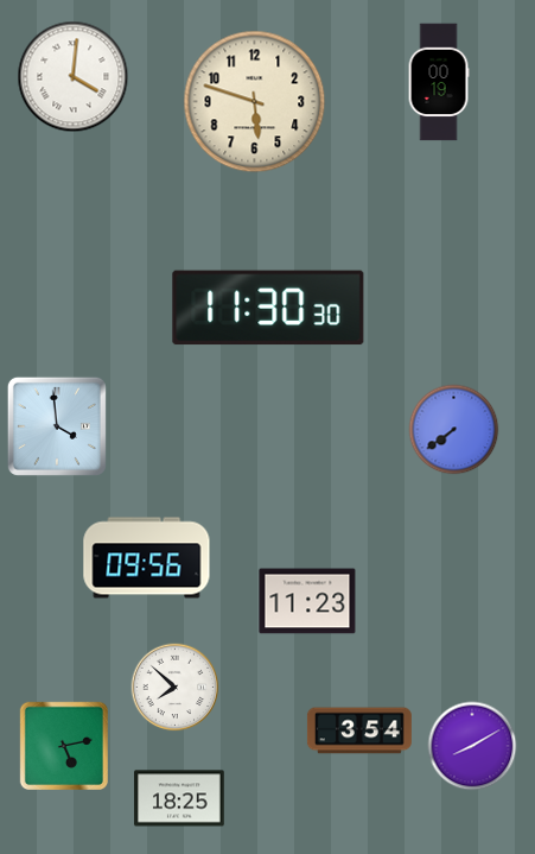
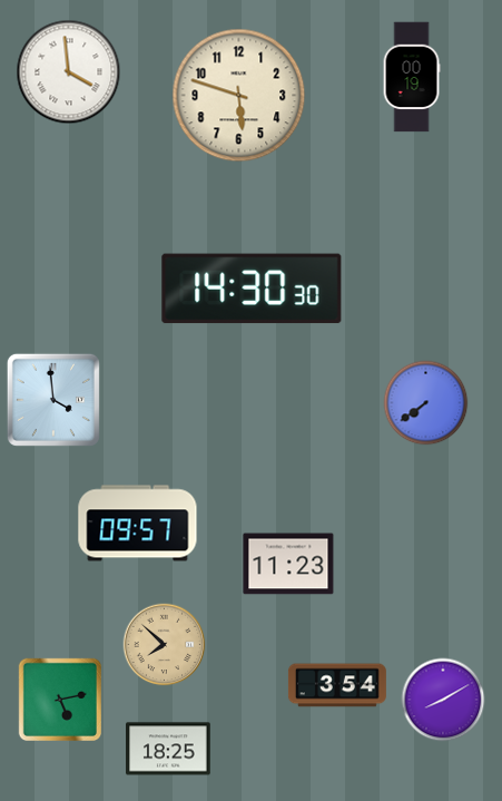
clock at (74, 77): 4:01 -> 3:59
clock at (268, 308): 11:30 -> 14:30
clock at (147, 558): 09:56 -> 09:57
clock at (176, 688) dial: white -> champagne
